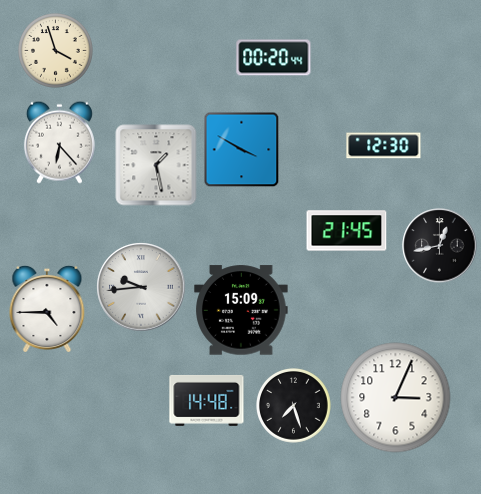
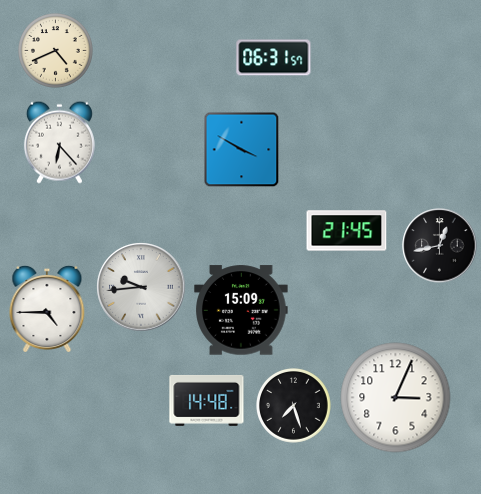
clock at (56, 51): 3:57 -> 4:41
clock at (274, 58): 00:20 -> 06:31
clock at (384, 146): 12:30 -> none
clock at (156, 165): 1:28 -> none
